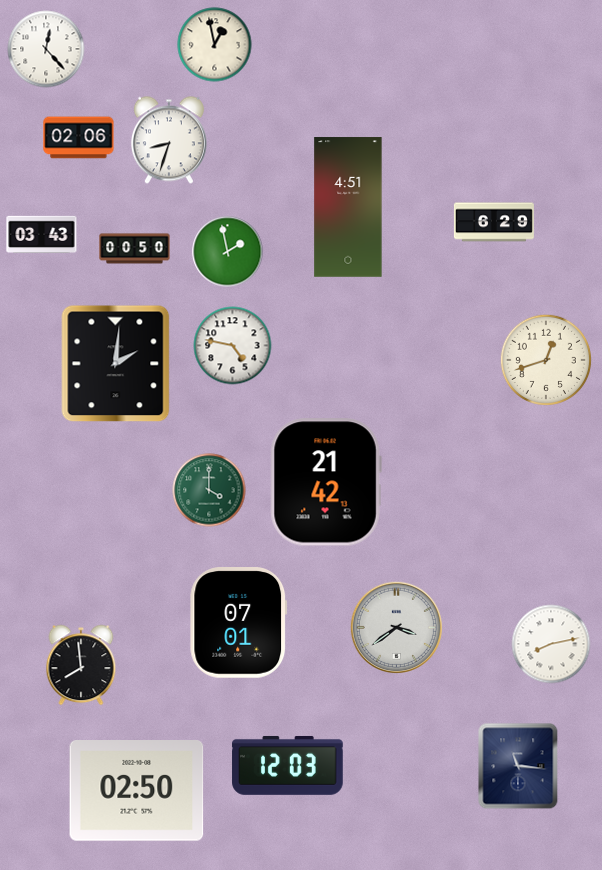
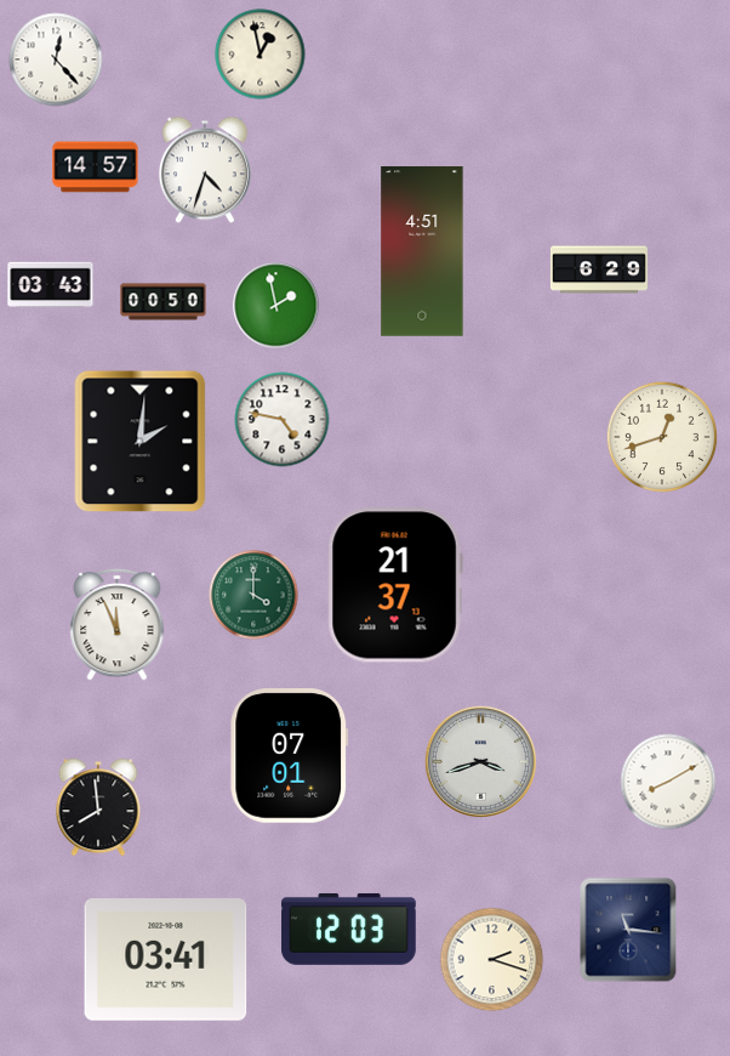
clock at (79, 138): 02:06 -> 14:57
clock at (169, 140): 8:33 -> 4:33
clock at (326, 482): 21:42 -> 21:37
clock at (118, 624): none -> 11:56
clock at (396, 627): 3:39 -> 3:42
clock at (551, 644): 8:13 -> 8:10
clock at (137, 791): 02:50 -> 03:41
clock at (492, 960): none -> 2:18
